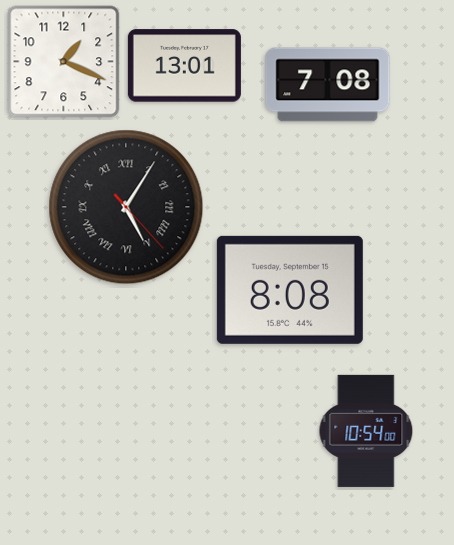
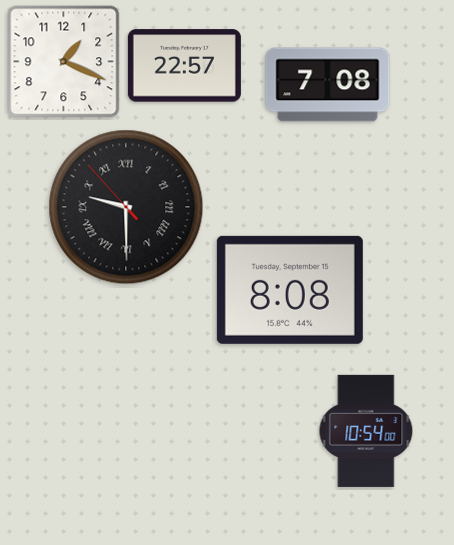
clock at (184, 66): 13:01 -> 22:57
clock at (126, 207): 5:05 -> 9:29
